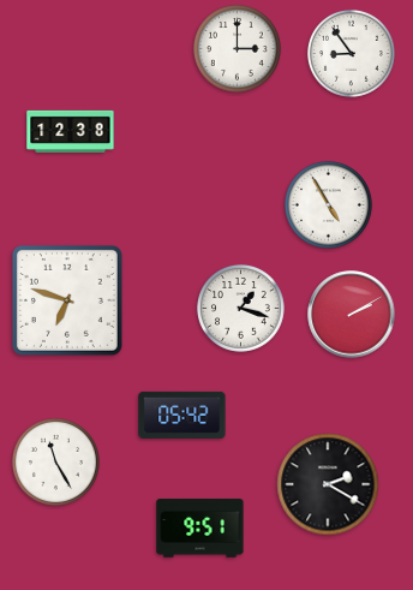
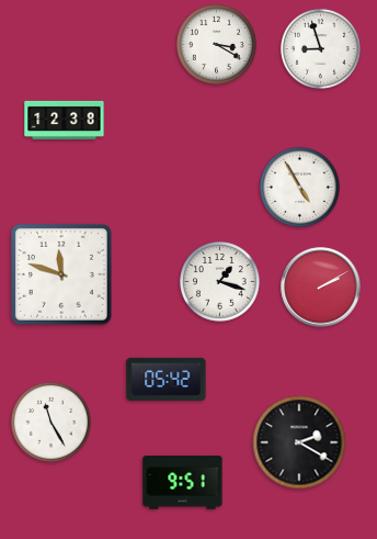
clock at (237, 48): 3:00 -> 3:20
clock at (351, 53): 8:54 -> 8:57
clock at (67, 300): 6:48 -> 11:48
